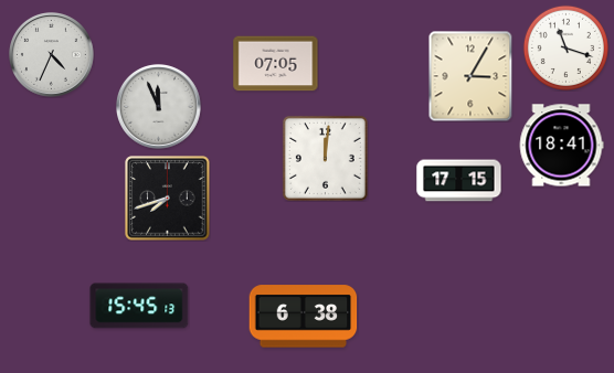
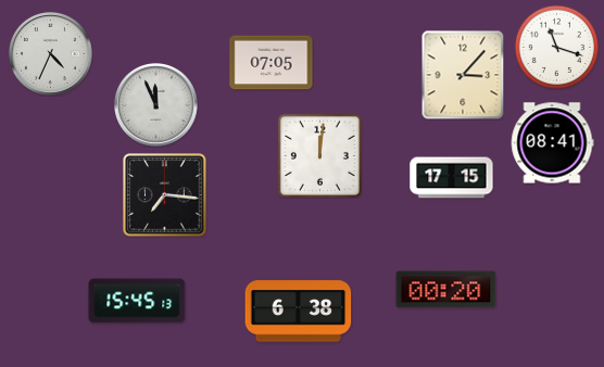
clock at (470, 76): 3:05 -> 3:07
clock at (561, 146): 18:41 -> 08:41
clock at (168, 199): 7:42 -> 7:16
clock at (446, 290): none -> 00:20
